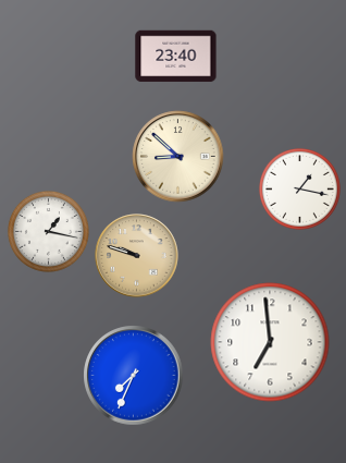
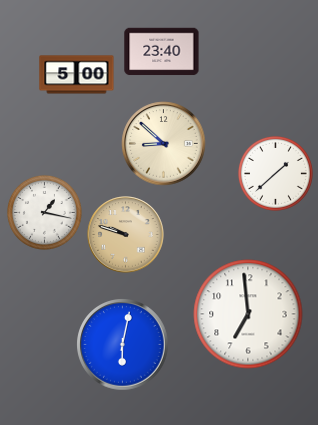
clock at (77, 75): none -> 5:00
clock at (299, 188): 1:17 -> 1:38
clock at (134, 376): 7:34 -> 6:02
